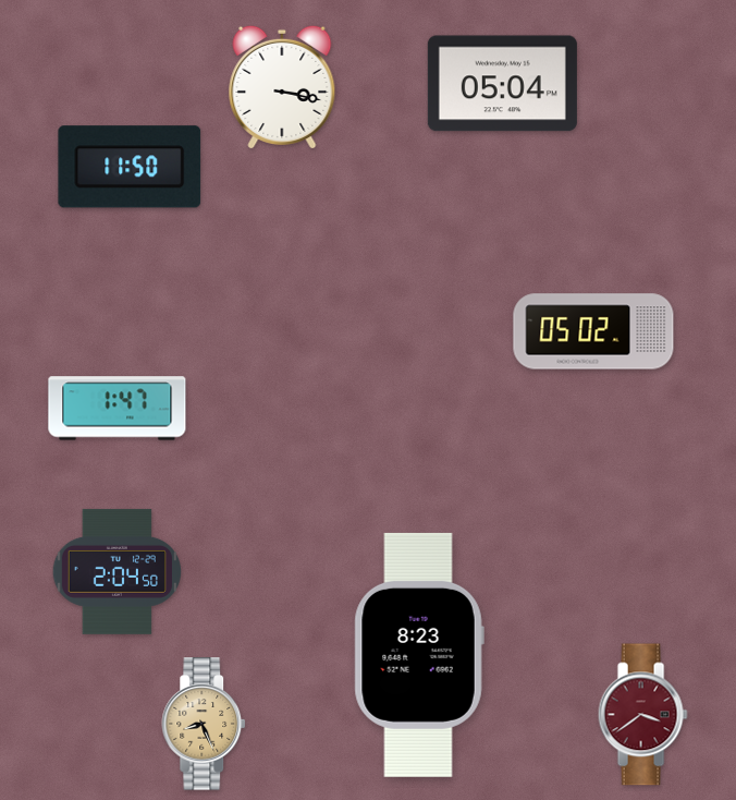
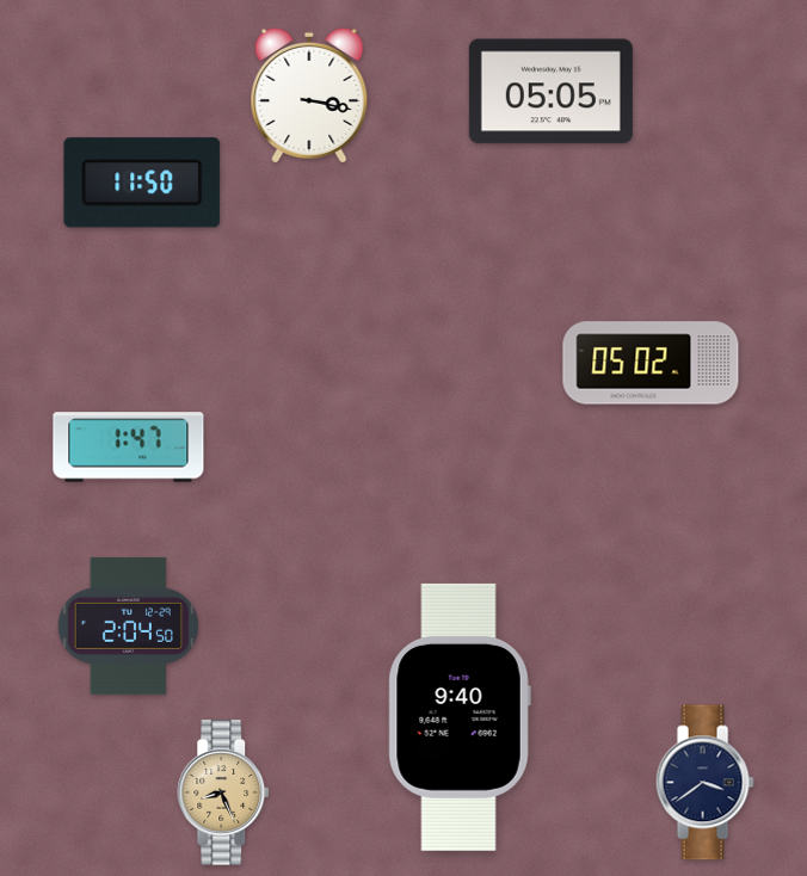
clock at (502, 84): 05:04 -> 05:05
clock at (419, 655): 8:23 -> 9:40
clock at (642, 715) dial: burgundy -> navy
